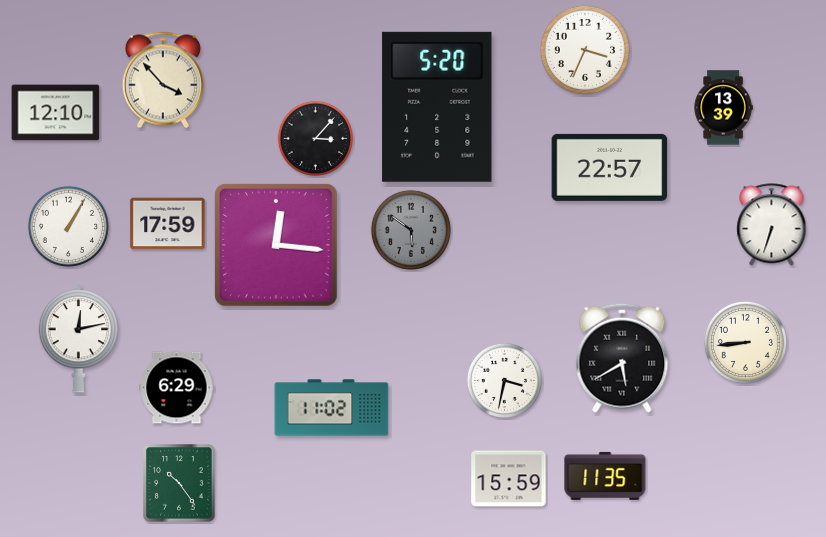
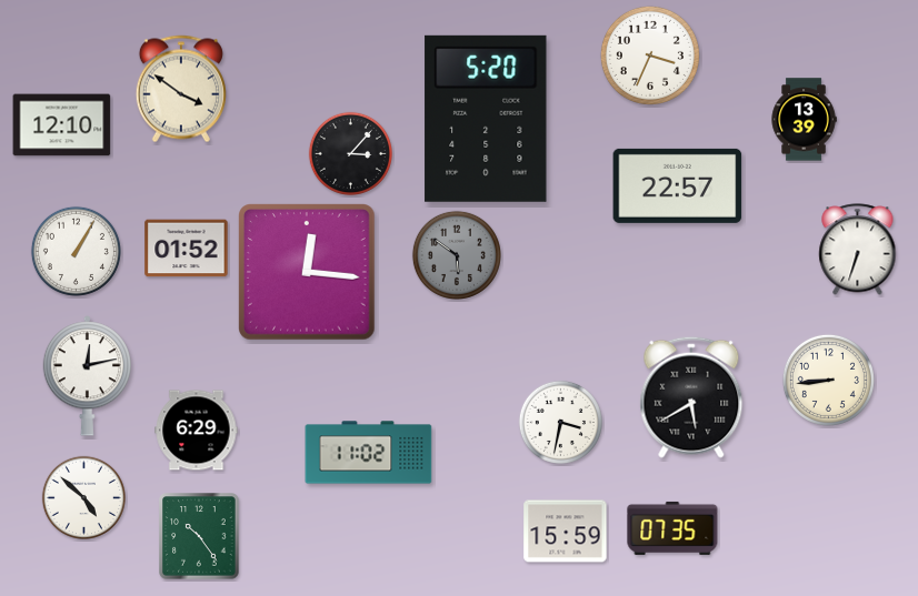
clock at (163, 80): 3:53 -> 3:51
clock at (168, 224): 17:59 -> 01:52
clock at (83, 497): none -> 4:52
clock at (605, 476): 11:35 -> 07:35
